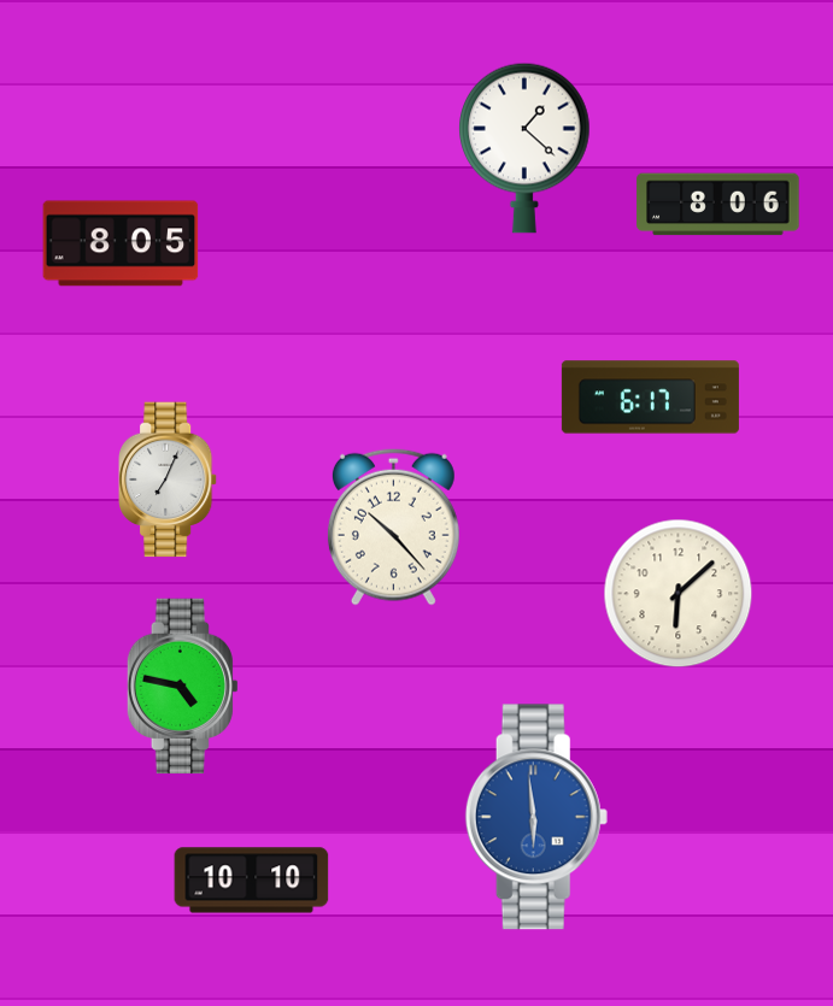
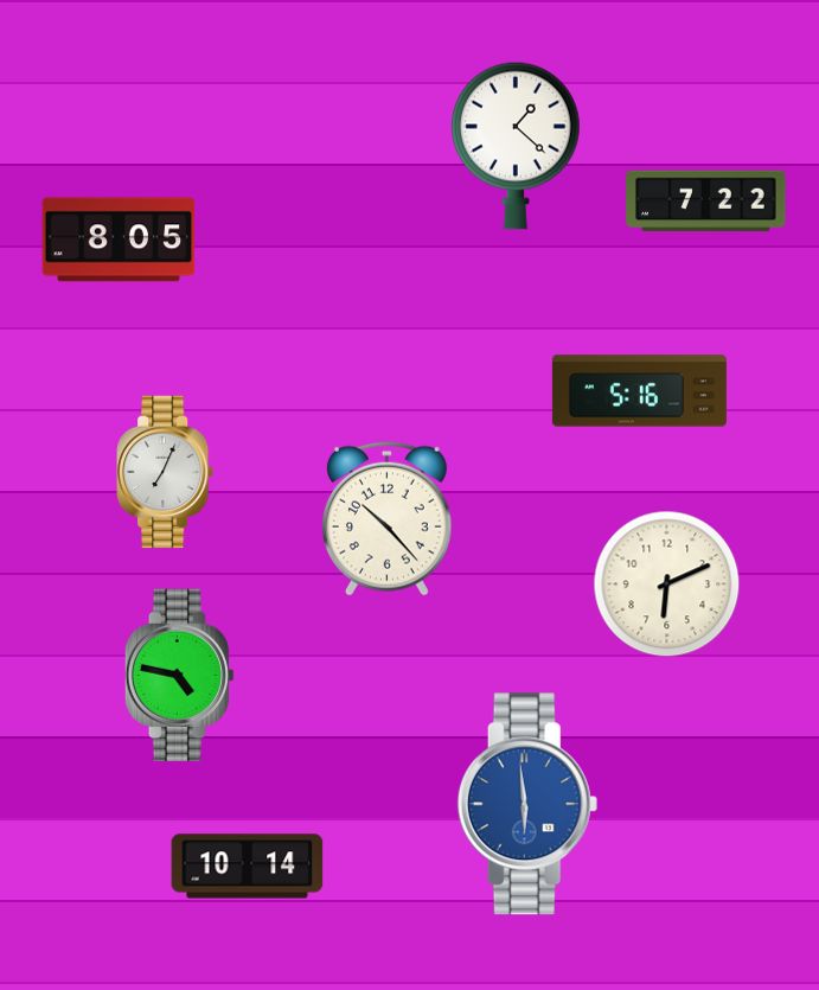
clock at (718, 205): 8:06 -> 7:22
clock at (650, 398): 6:17 -> 5:16
clock at (679, 594): 6:08 -> 6:11
clock at (252, 881): 10:10 -> 10:14
